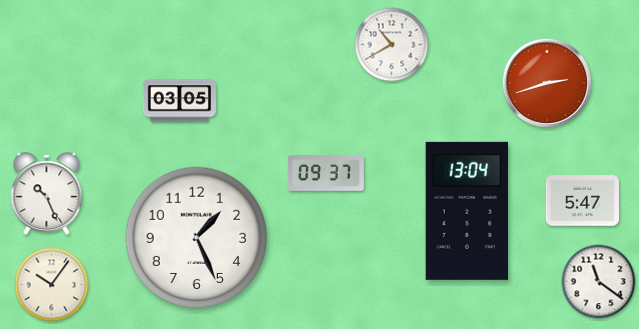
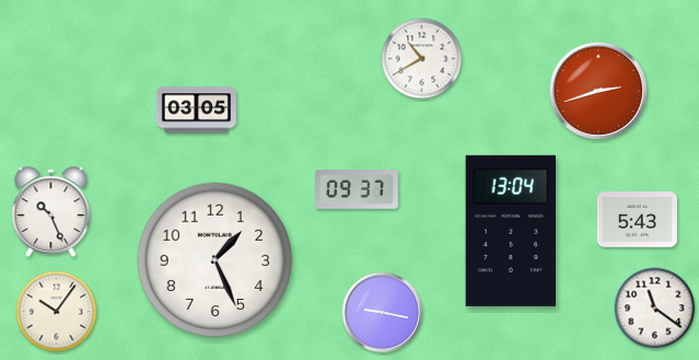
clock at (392, 45) position: (392, 45) -> (422, 59)
clock at (582, 201): 5:47 -> 5:43
clock at (383, 313): none -> 9:17
